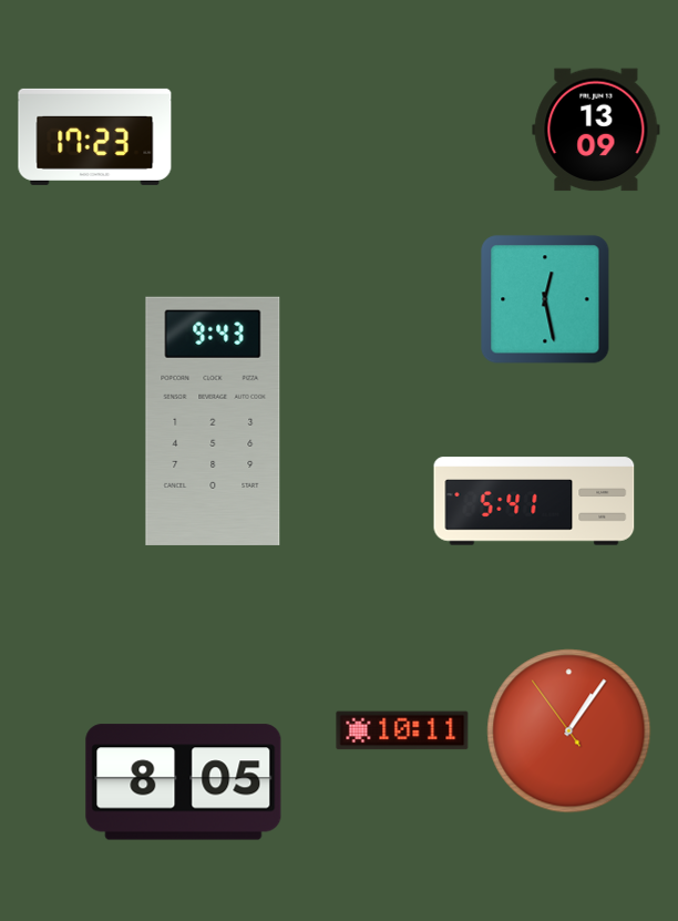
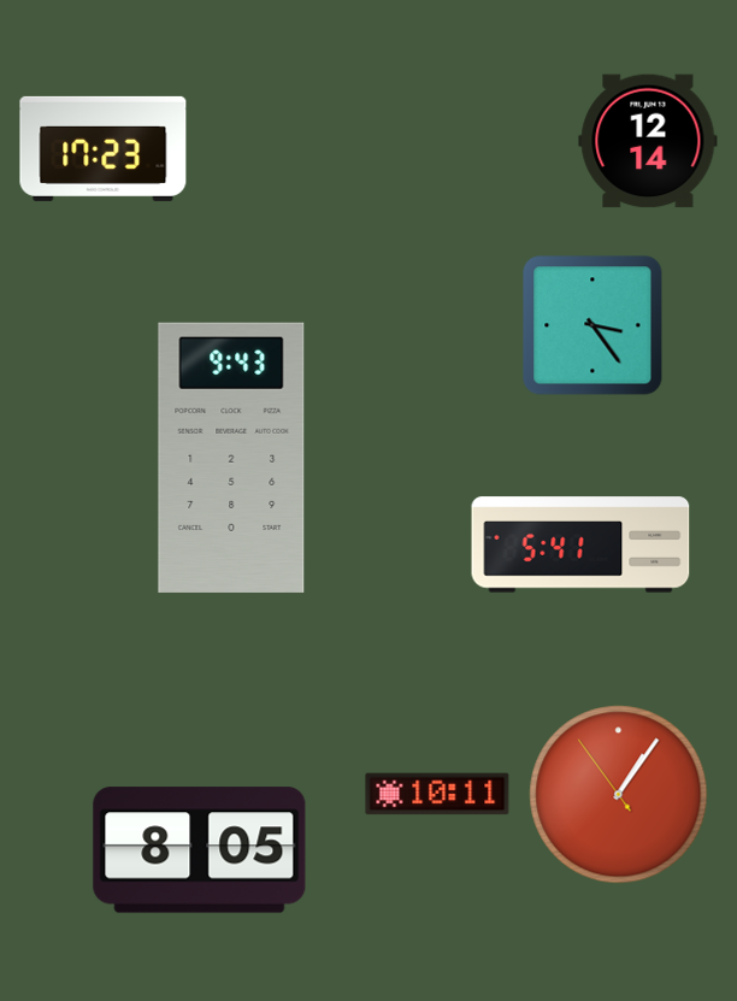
clock at (596, 130): 13:09 -> 12:14
clock at (545, 299): 12:28 -> 3:24
